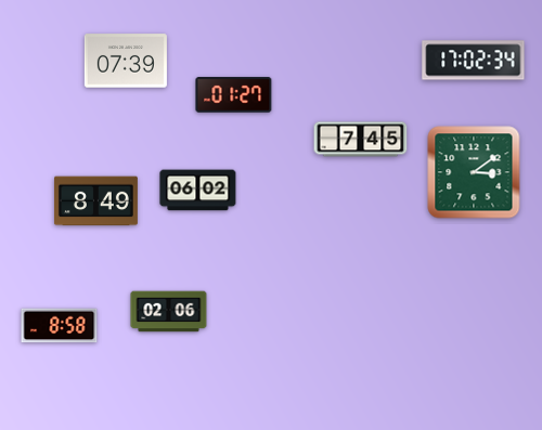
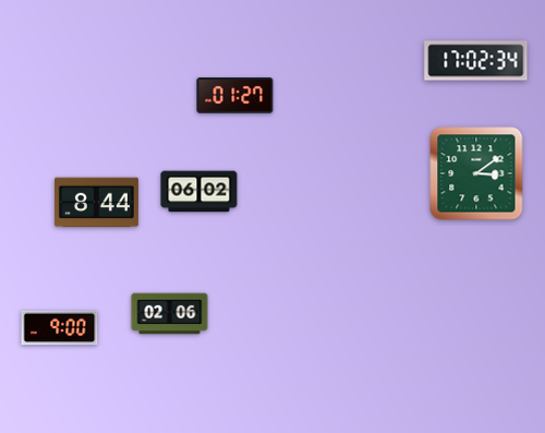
clock at (126, 61): 07:39 -> none
clock at (361, 140): 7:45 -> none
clock at (95, 201): 8:49 -> 8:44
clock at (60, 326): 8:58 -> 9:00
